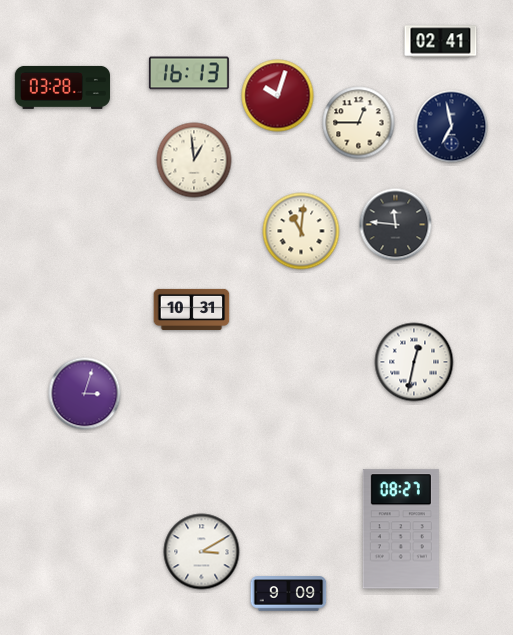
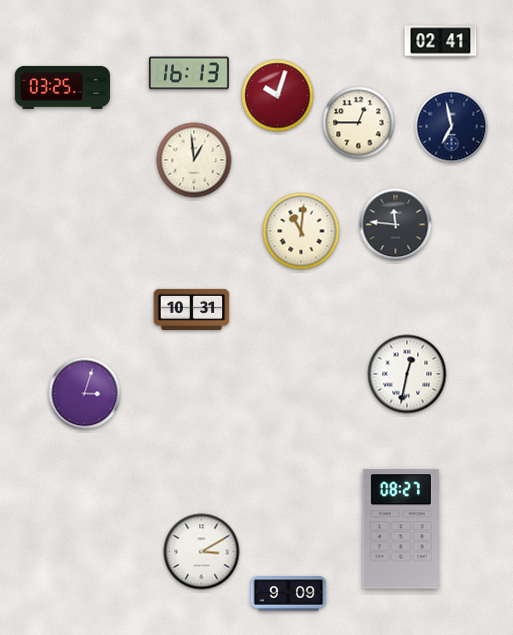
clock at (62, 87): 03:28 -> 03:25
clock at (414, 362) position: (414, 362) -> (407, 374)
